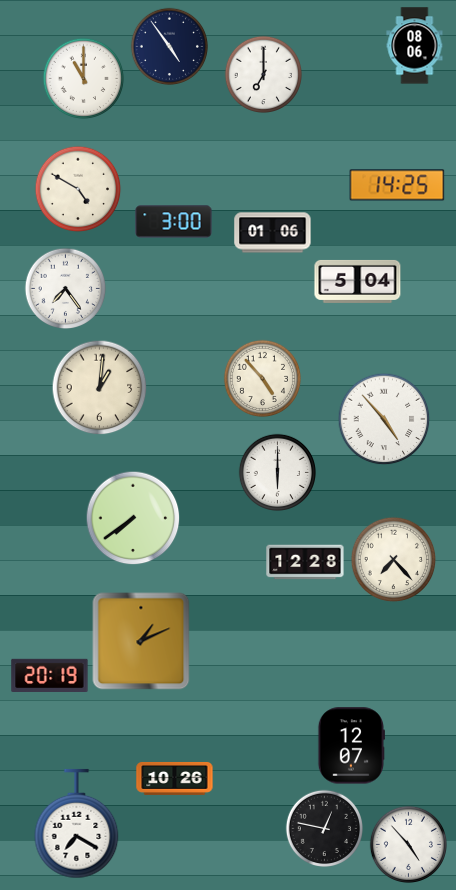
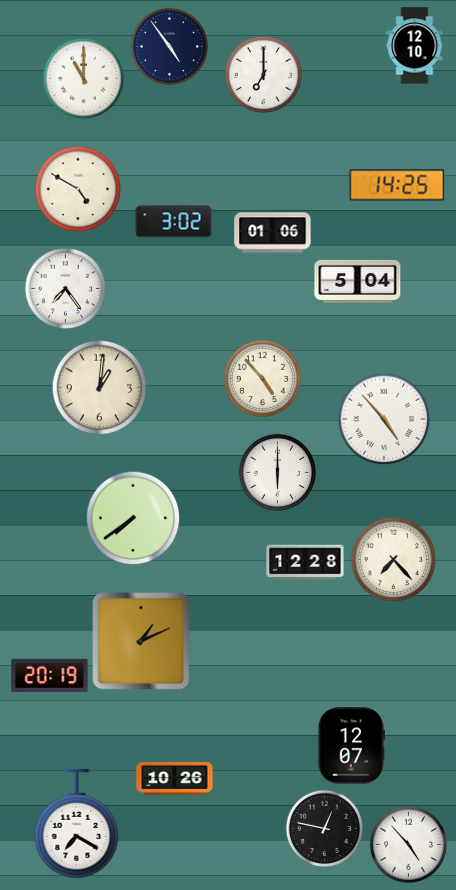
clock at (415, 46): 08:06 -> 12:10
clock at (174, 222): 3:00 -> 3:02
